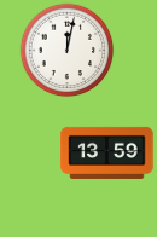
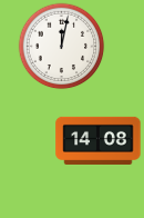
clock at (107, 152): 13:59 -> 14:08
